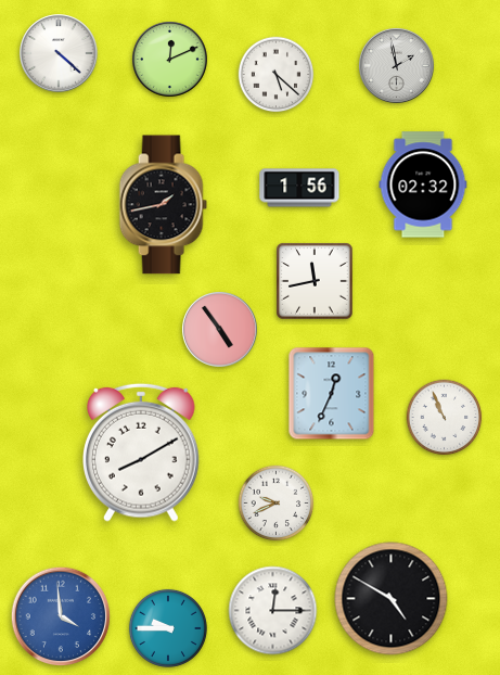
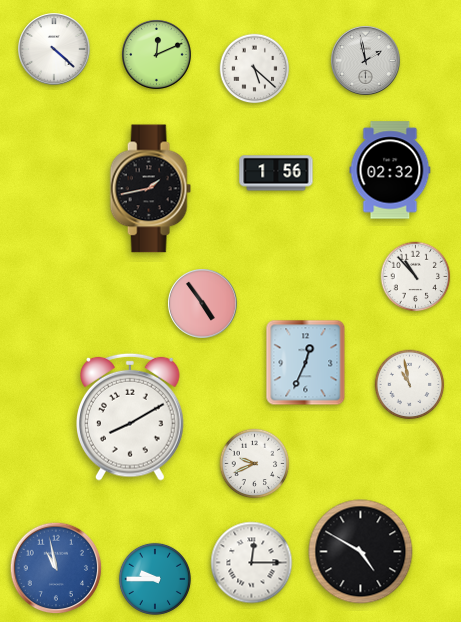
clock at (315, 281): 11:43 -> none
clock at (416, 277): none -> 10:53
clock at (445, 418): 10:56 -> 10:58
clock at (61, 616): 3:59 -> 10:58
